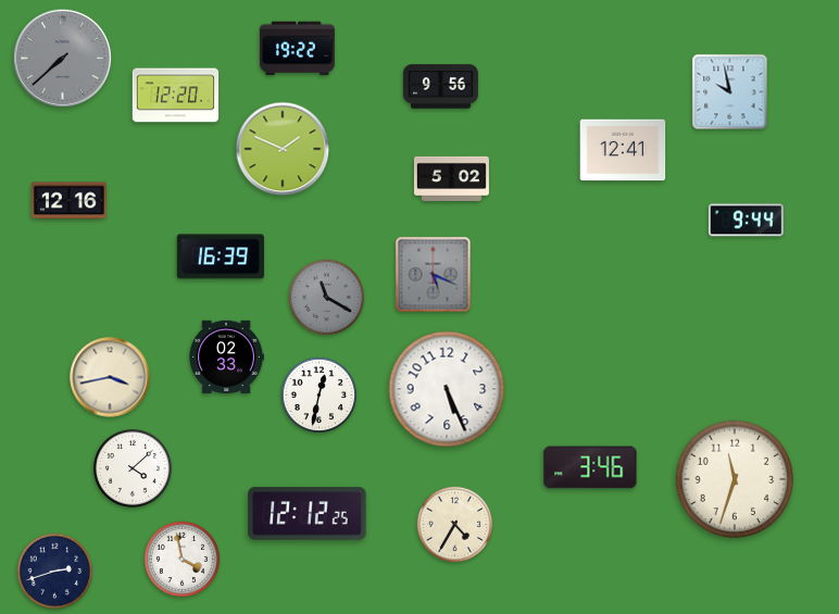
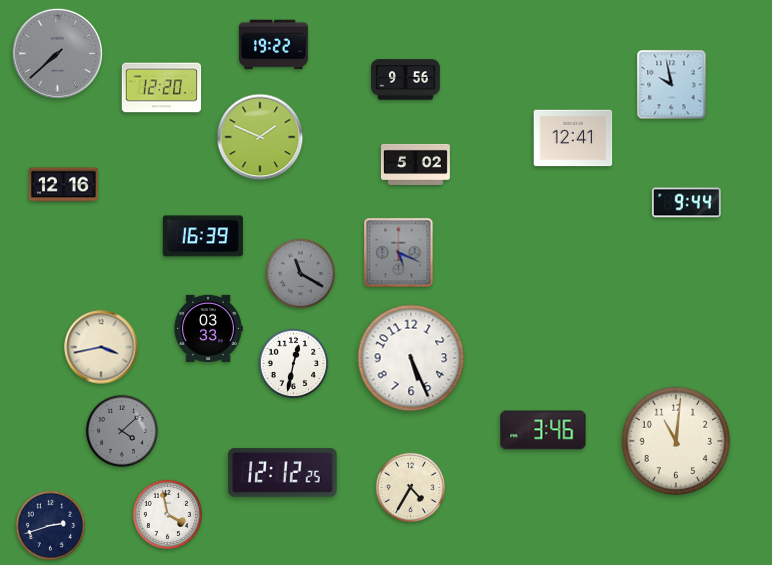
clock at (226, 356): 02:33 -> 03:33
clock at (133, 468) dial: white -> grey
clock at (735, 479): 11:33 -> 11:01
clock at (455, 525) position: (455, 525) -> (411, 488)
